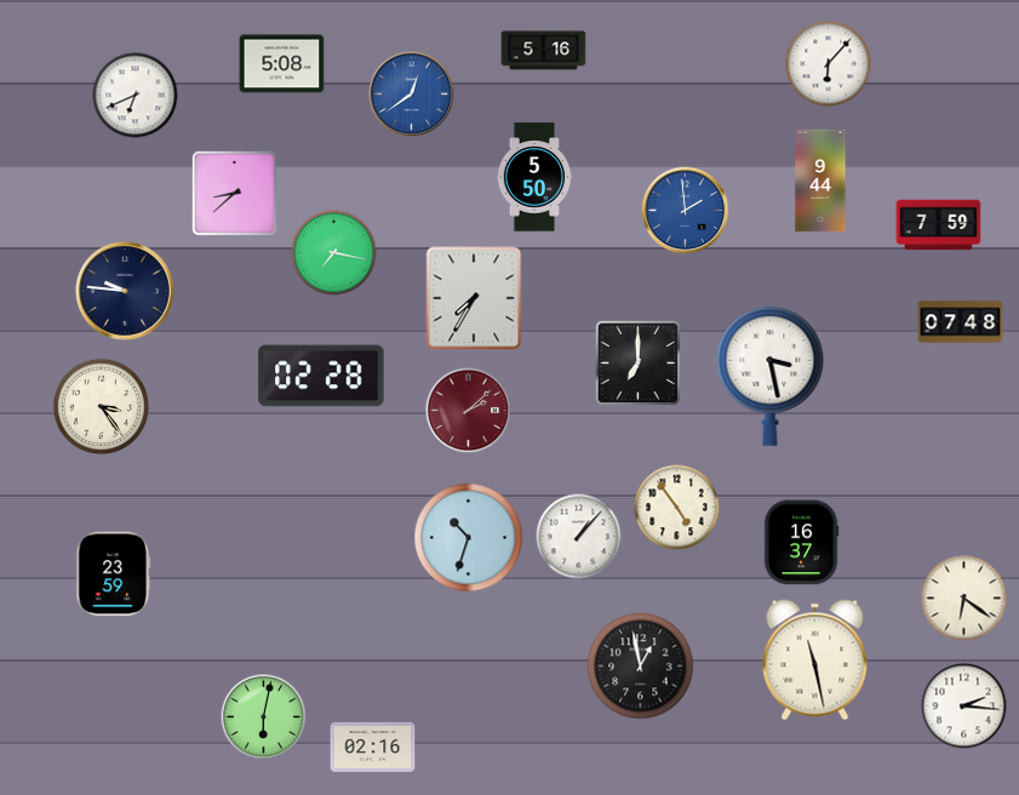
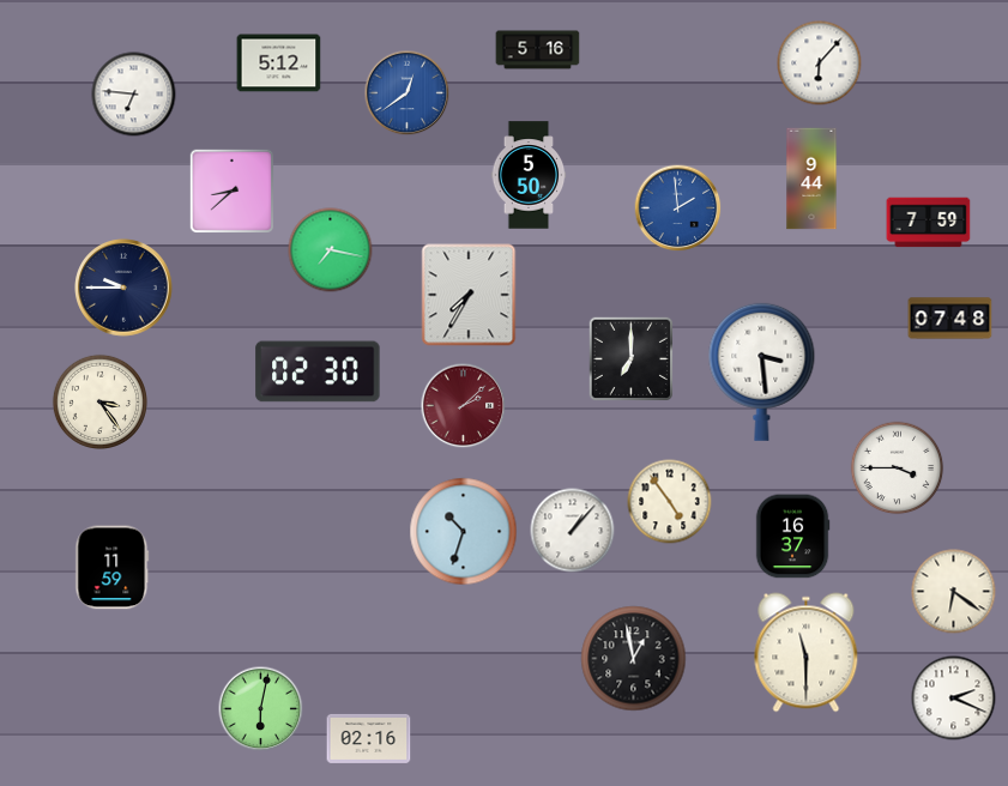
clock at (282, 64): 5:08 -> 5:12
clock at (136, 96): 6:41 -> 6:46
clock at (125, 291): 9:46 -> 9:45
clock at (321, 376): 02:28 -> 02:30
clock at (771, 376): 3:28 -> 3:29
clock at (898, 468): none -> 3:45
clock at (114, 574): 23:59 -> 11:59
clock at (815, 660): 11:28 -> 11:30
clock at (964, 707): 2:16 -> 2:19
